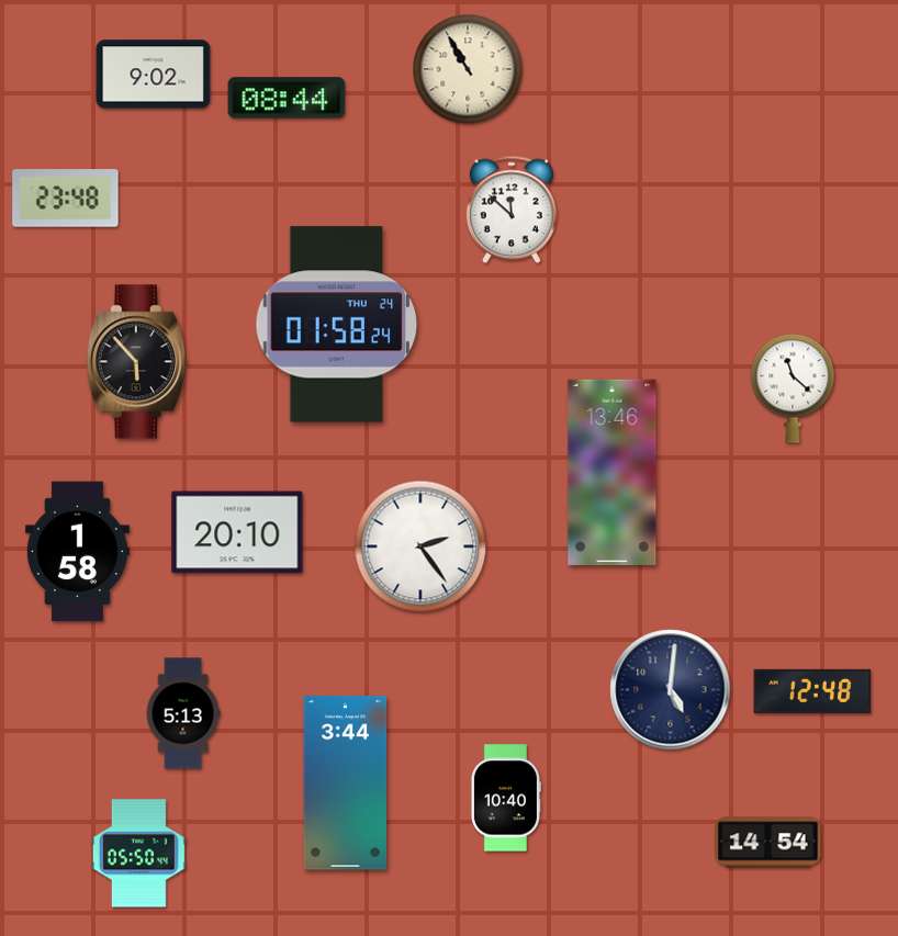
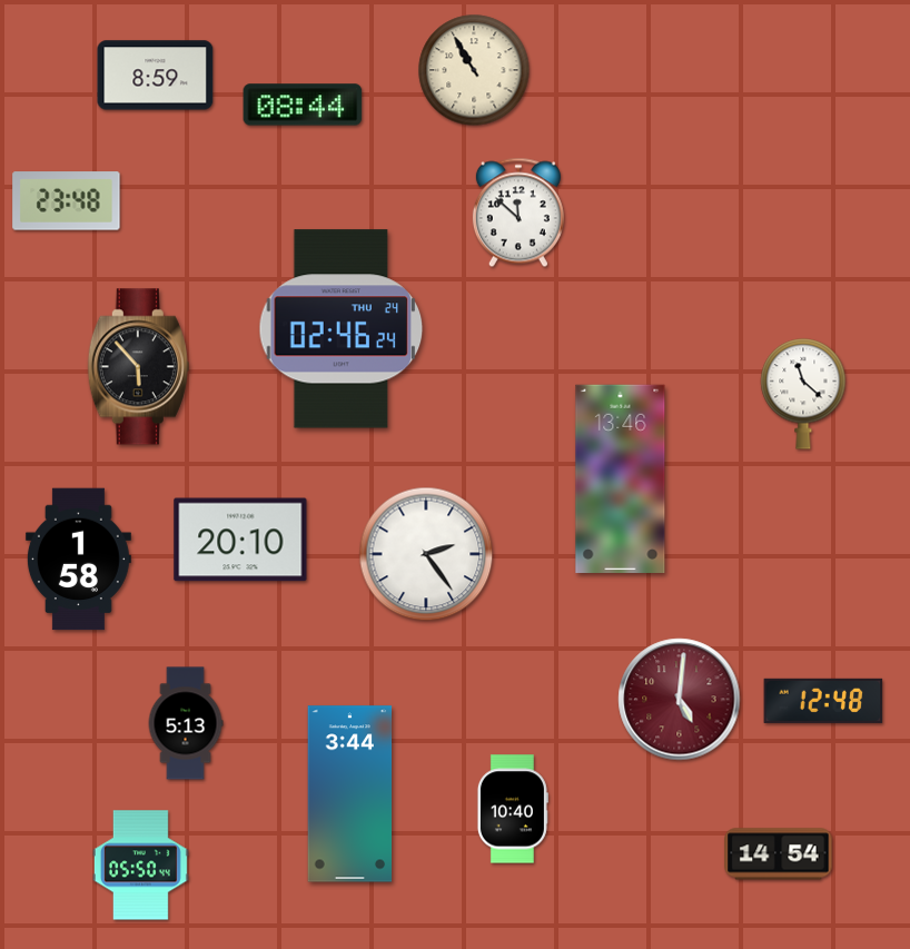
clock at (154, 75): 9:02 -> 8:59
clock at (287, 98) position: (287, 98) -> (303, 105)
clock at (337, 325): 01:58 -> 02:46
clock at (671, 690) dial: navy -> burgundy
